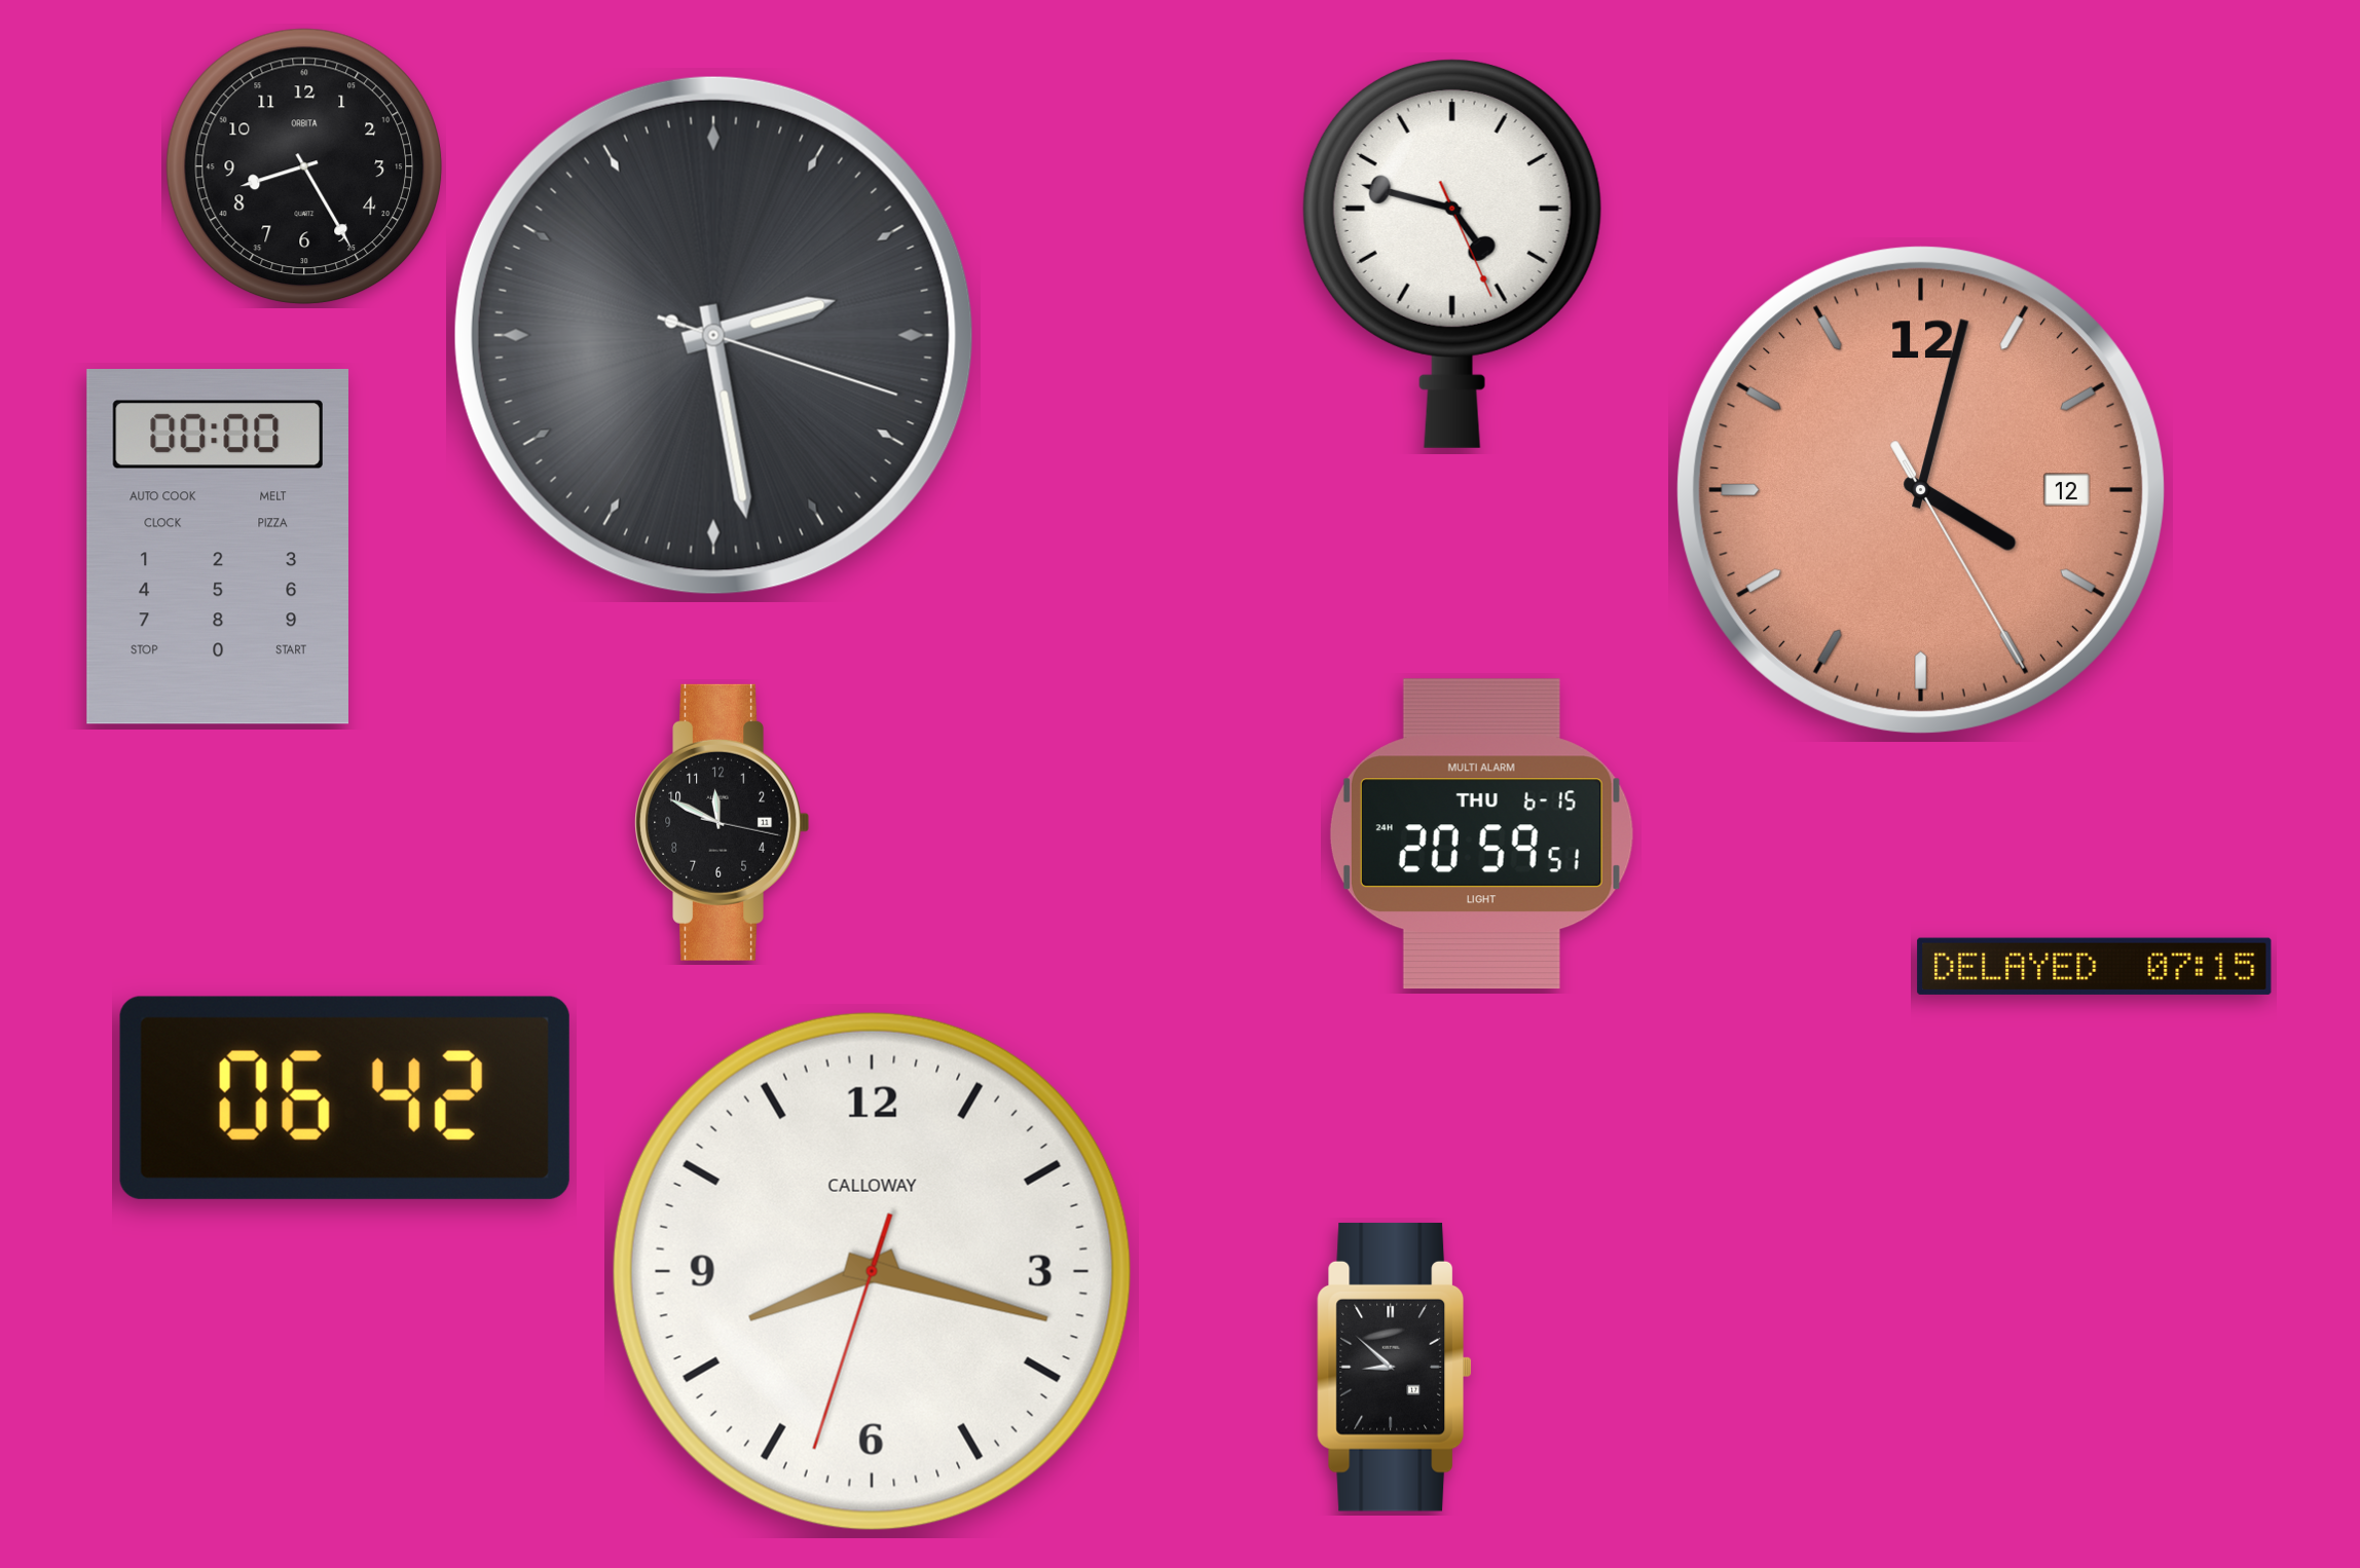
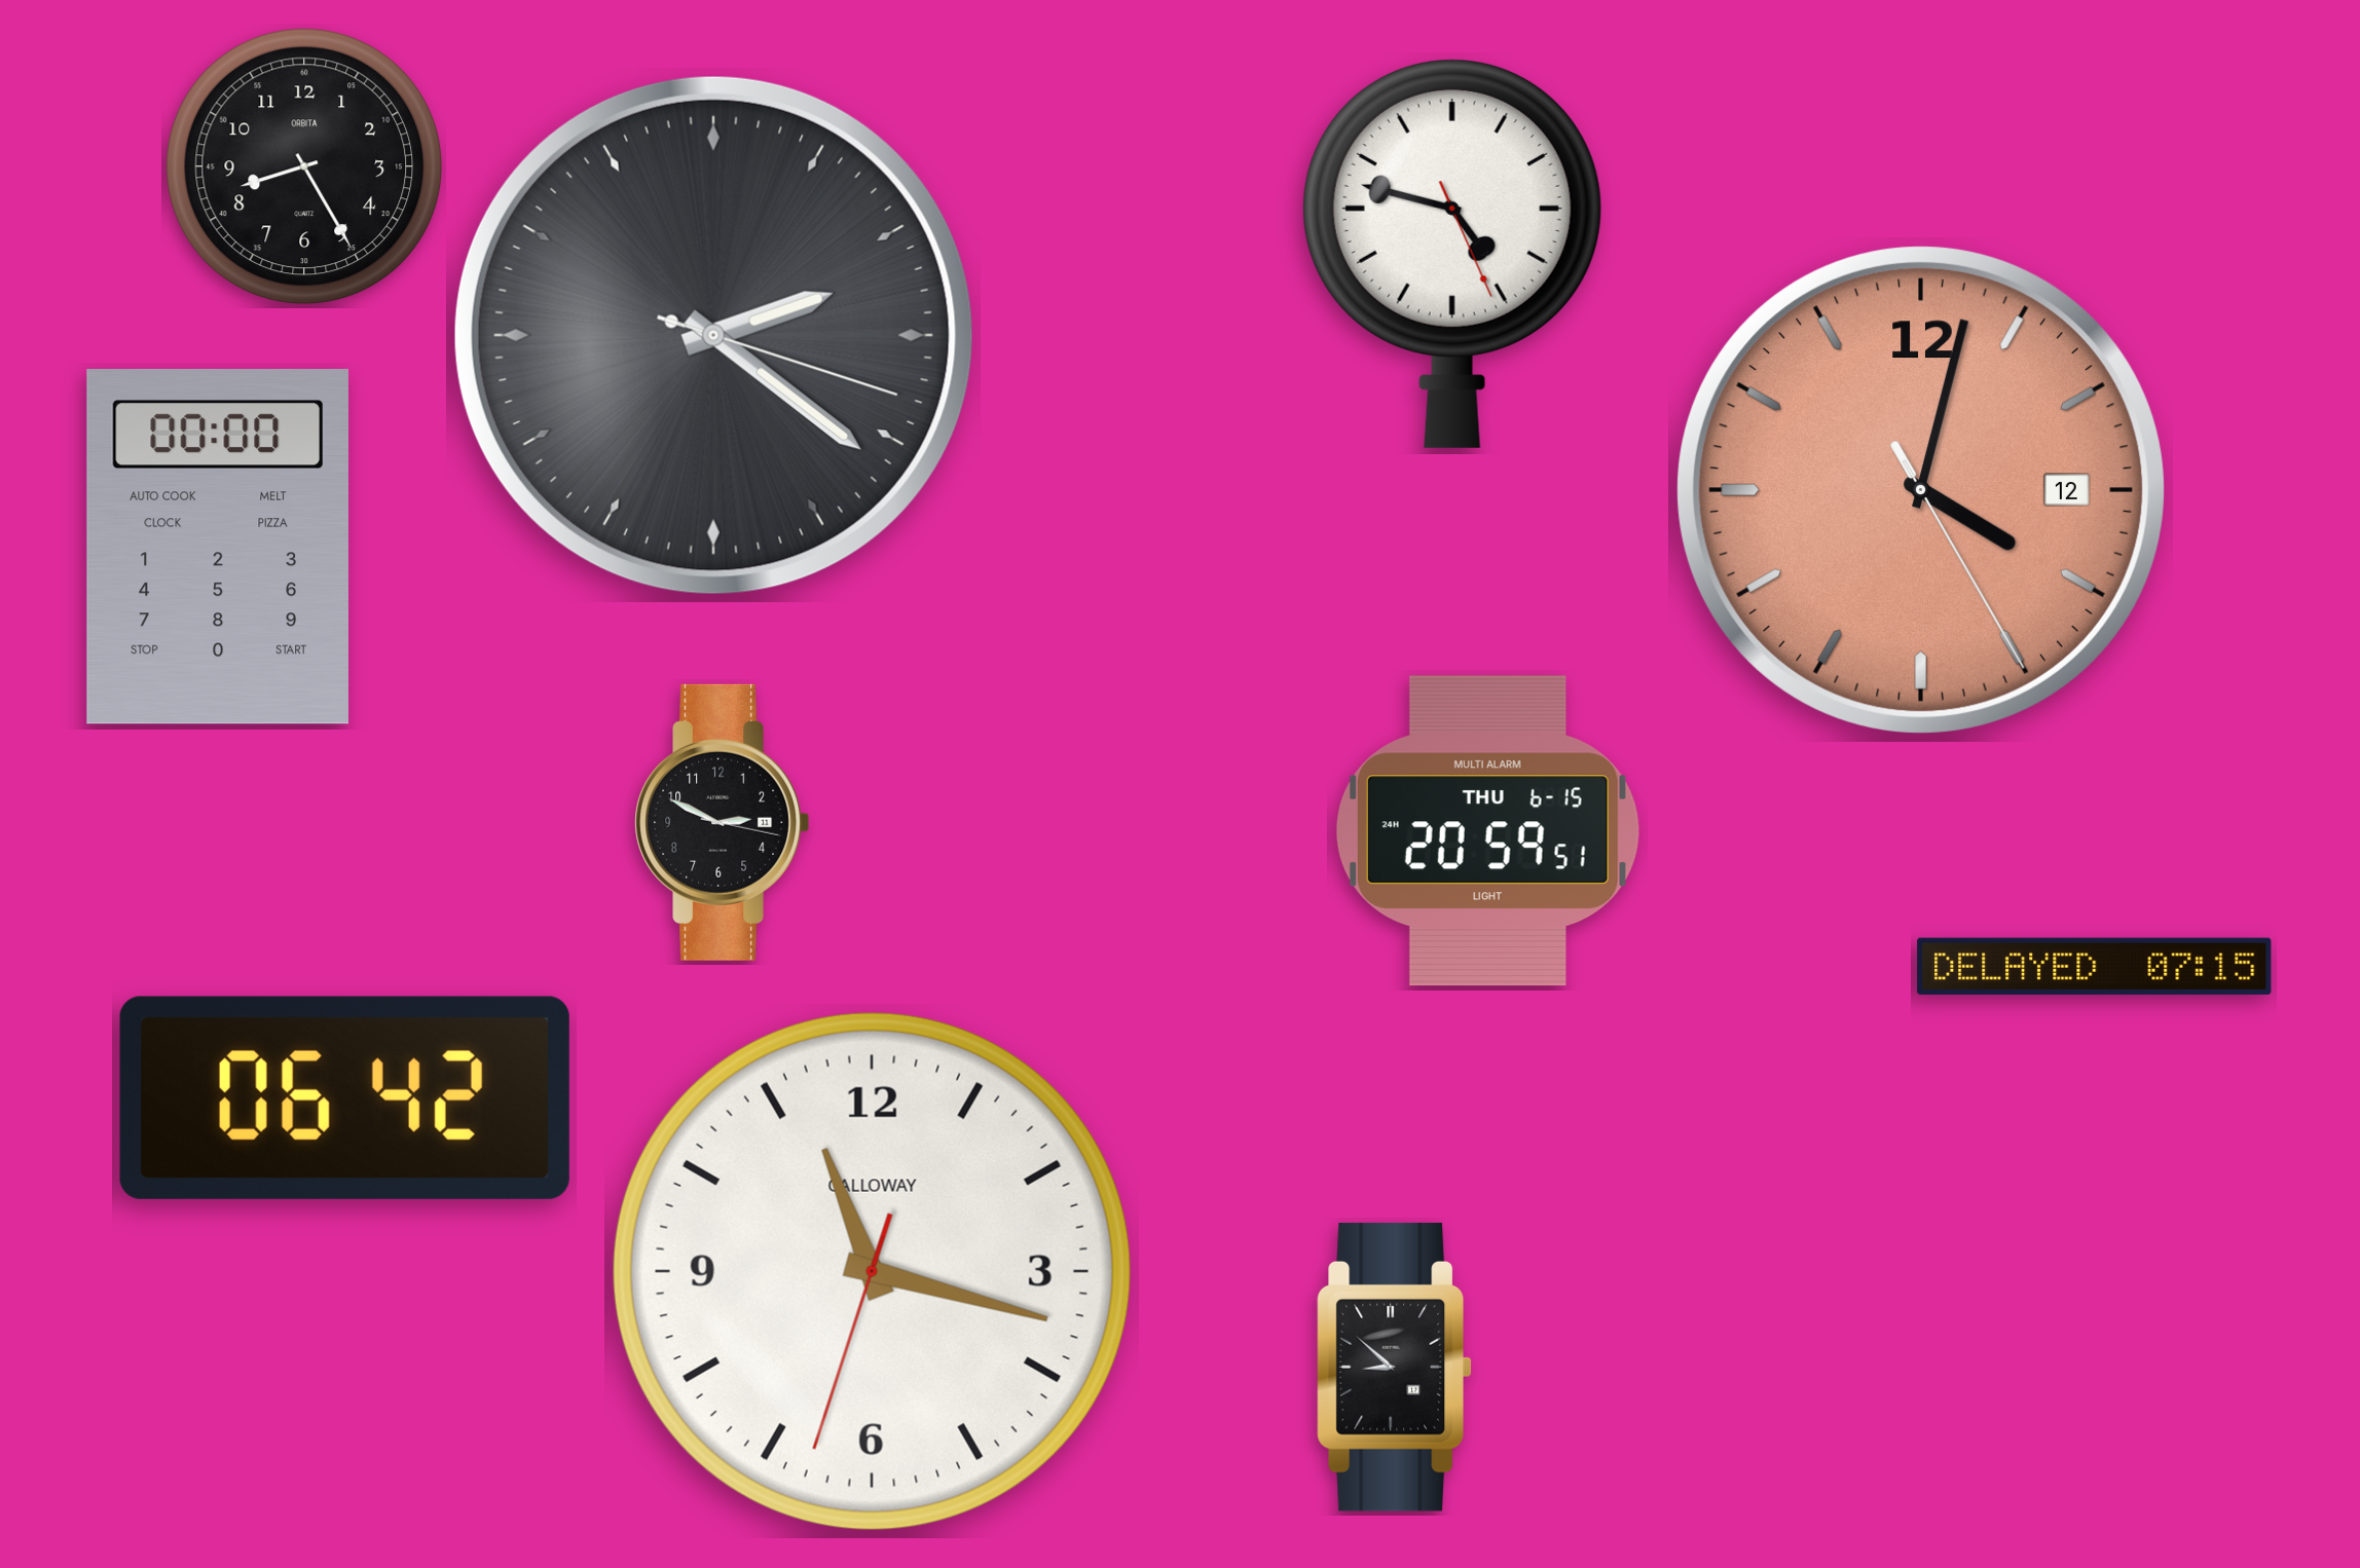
clock at (713, 335): 2:28 -> 2:21
clock at (723, 822): 11:49 -> 2:49
clock at (1481, 834) position: (1481, 834) -> (1487, 831)
clock at (872, 1271): 8:17 -> 11:17
